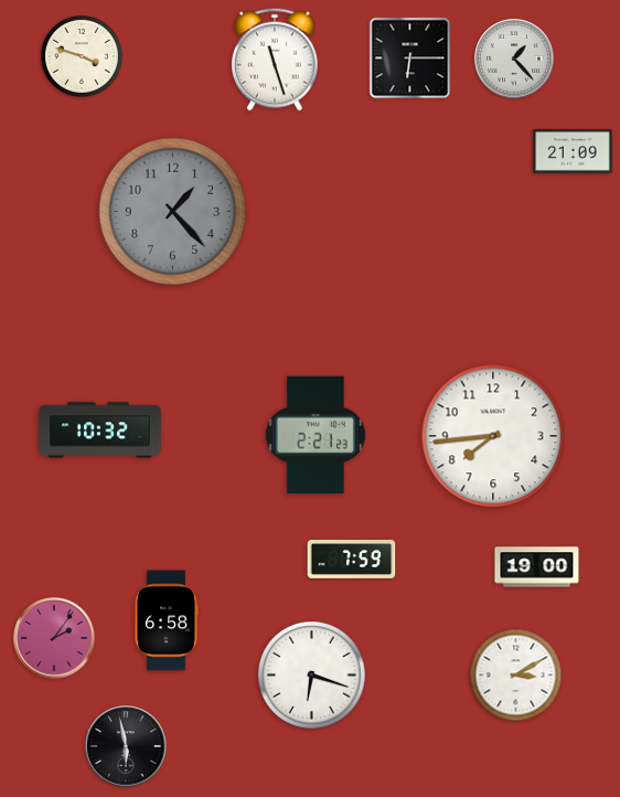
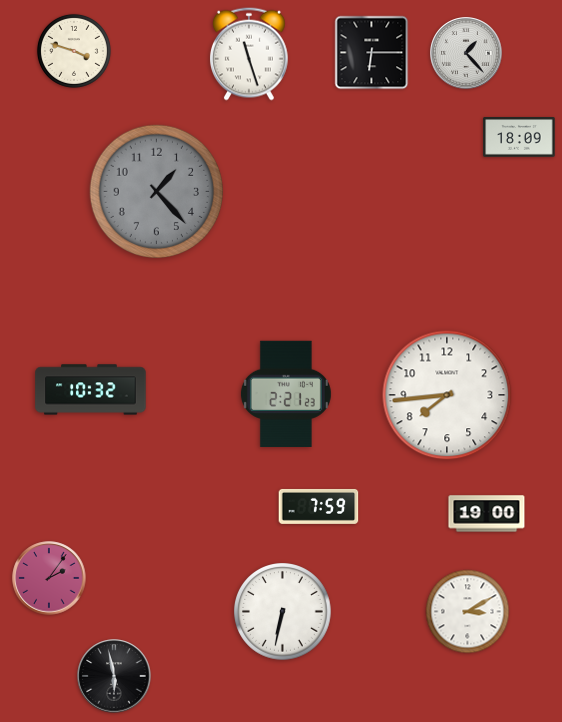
clock at (573, 151): 21:09 -> 18:09
clock at (167, 620): 6:58 -> none
clock at (312, 676): 6:18 -> 6:32
